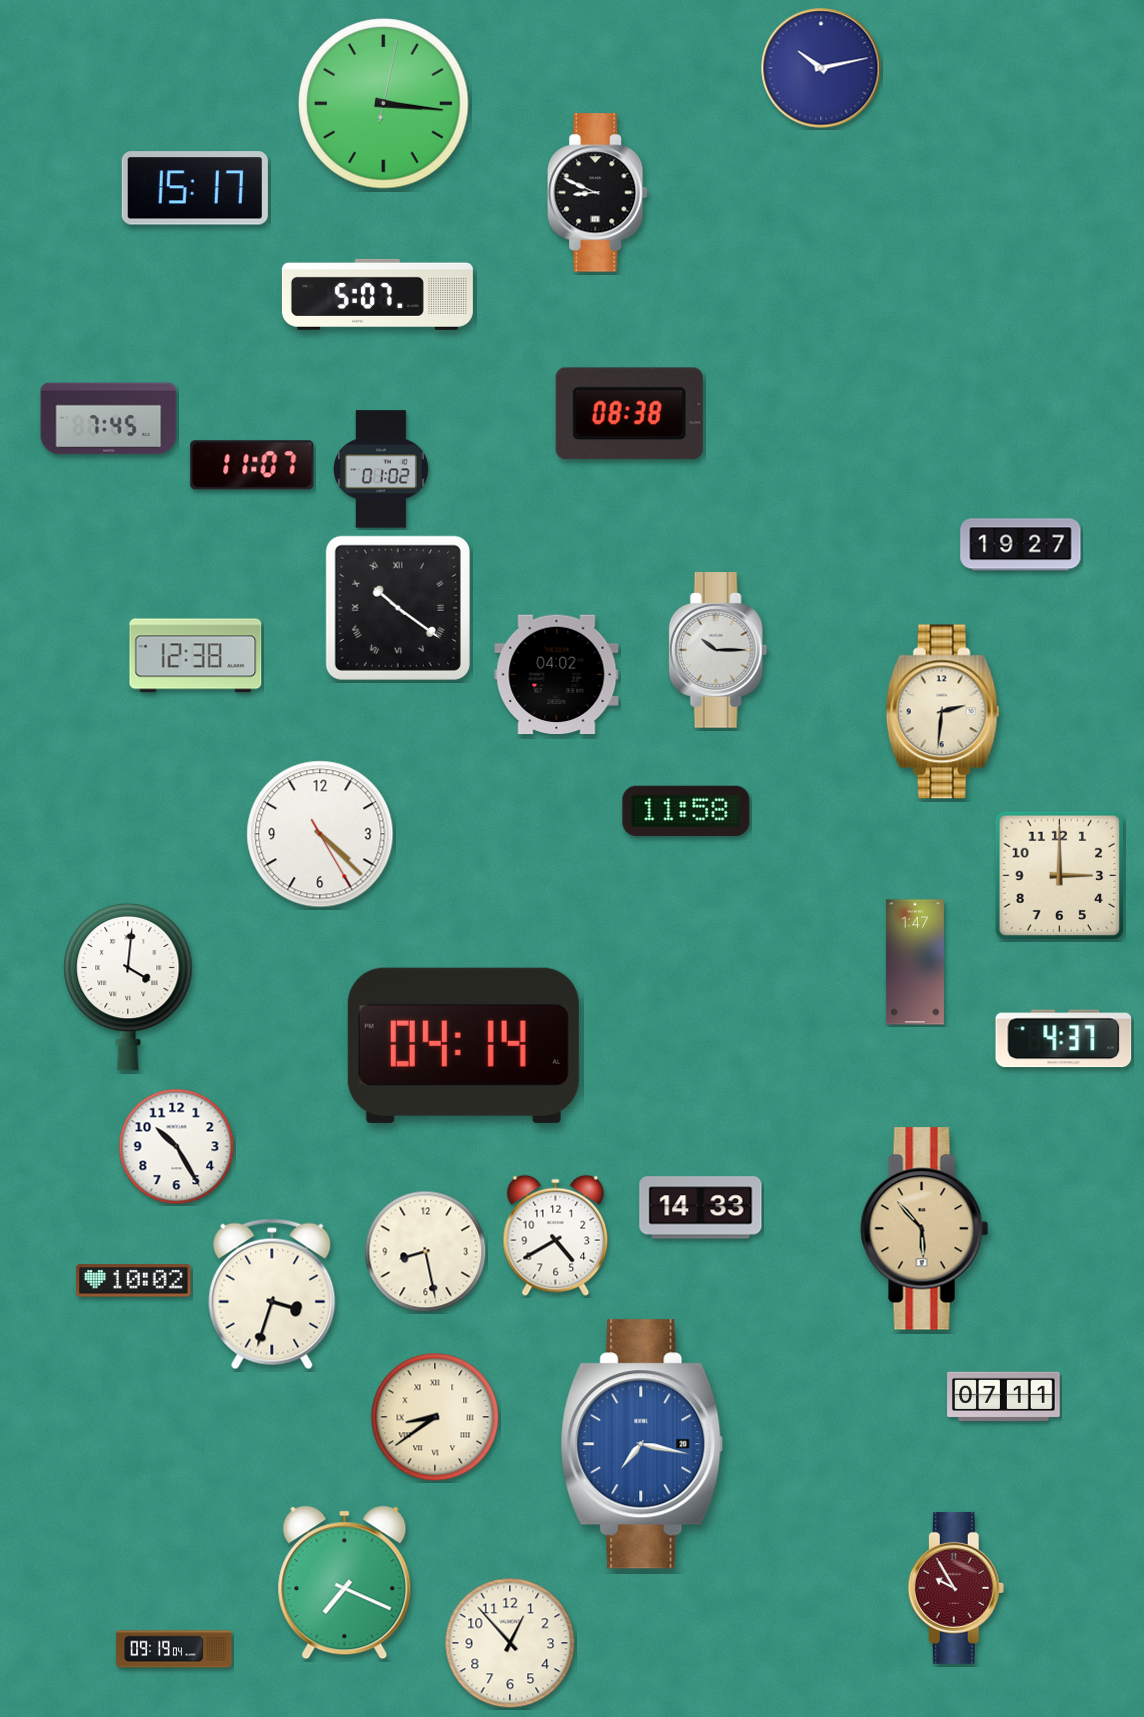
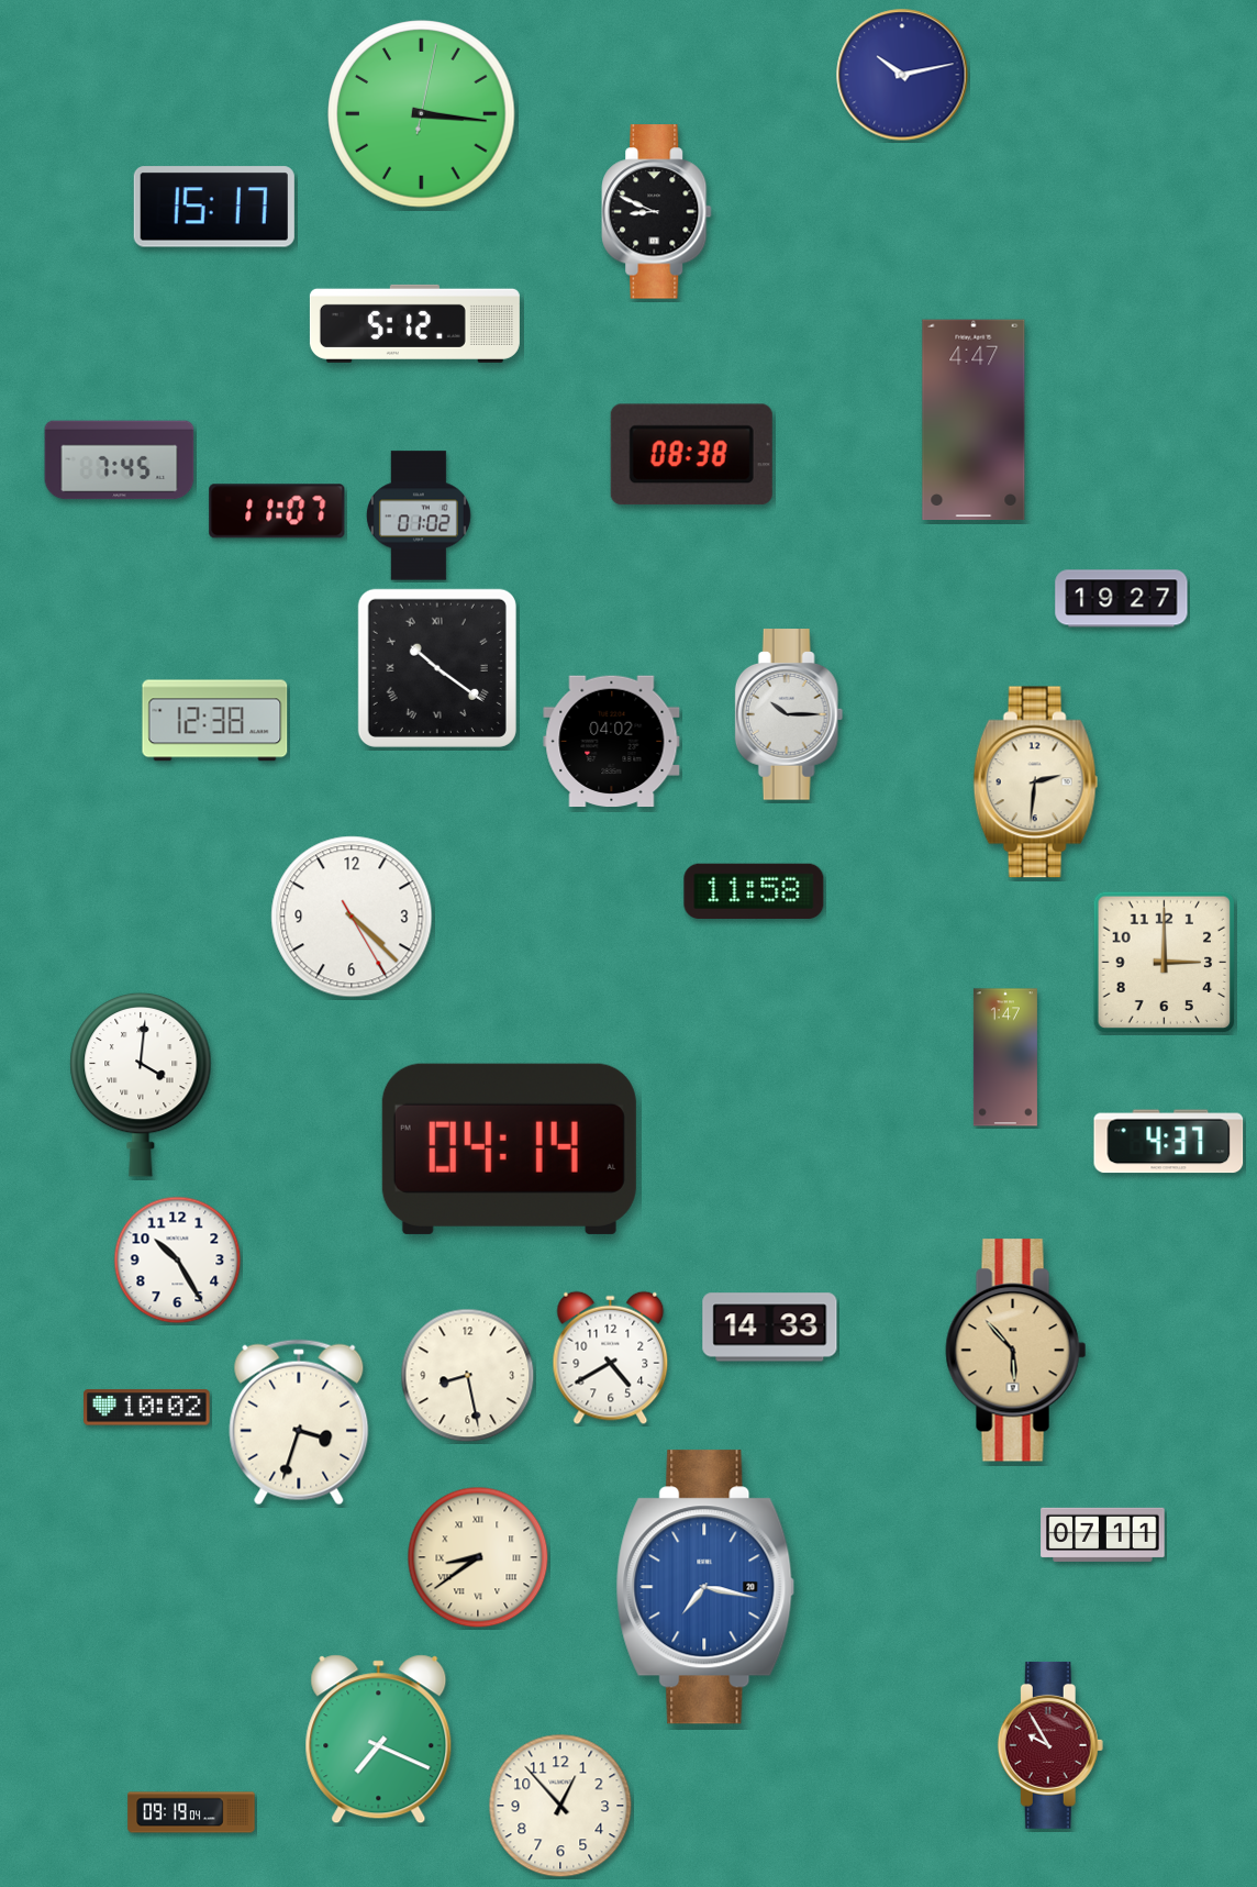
clock at (377, 294): 5:07 -> 5:12
clock at (974, 420): none -> 4:47
clock at (177, 1147) position: (177, 1147) -> (178, 1261)
